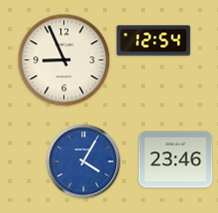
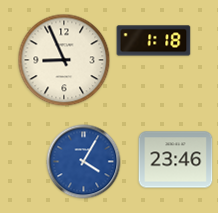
clock at (154, 41): 12:54 -> 1:18
